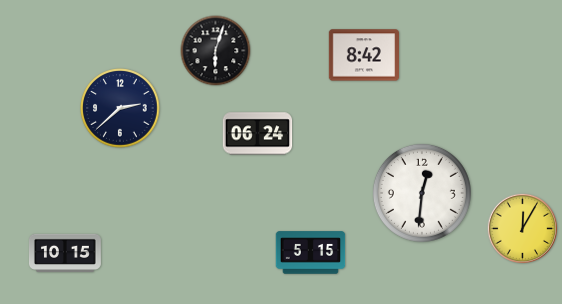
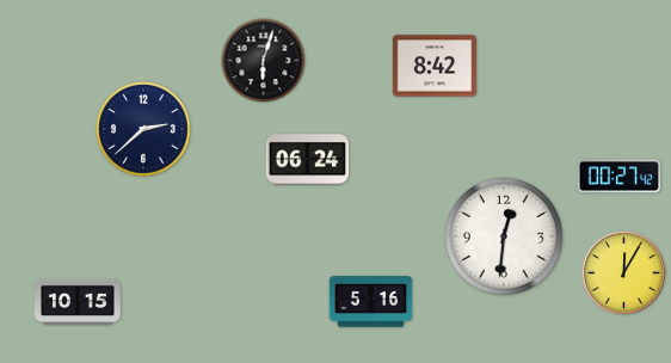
clock at (216, 51) position: (216, 51) -> (264, 61)
clock at (620, 177): none -> 00:27
clock at (422, 193) position: (422, 193) -> (504, 236)
clock at (311, 253): 5:15 -> 5:16
